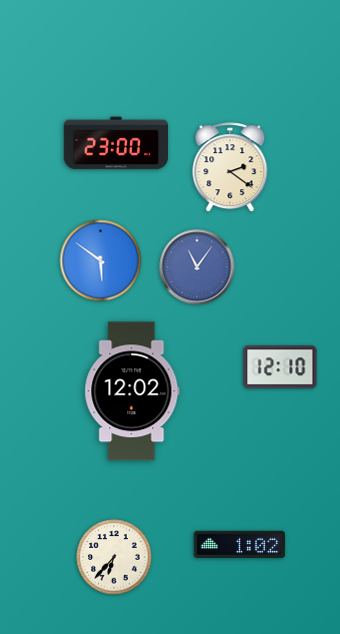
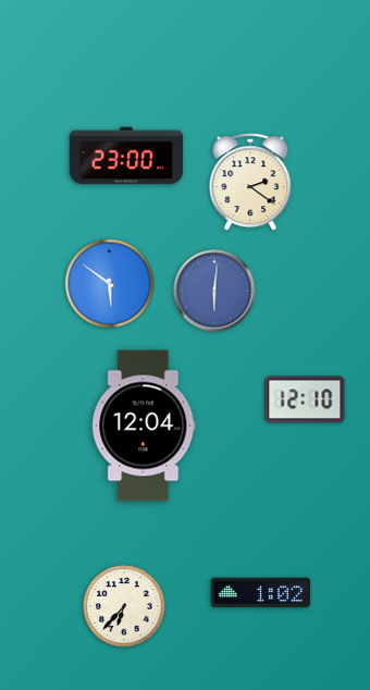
clock at (197, 267): 11:06 -> 6:01
clock at (132, 391): 12:02 -> 12:04
